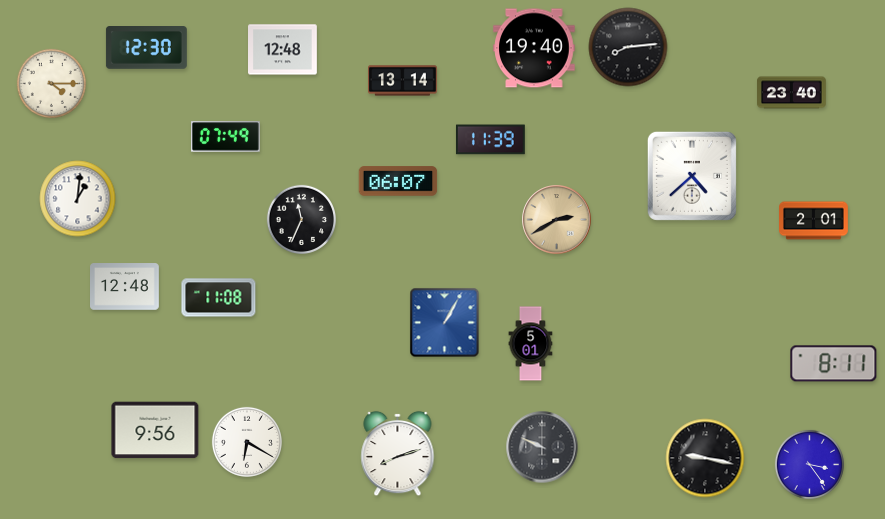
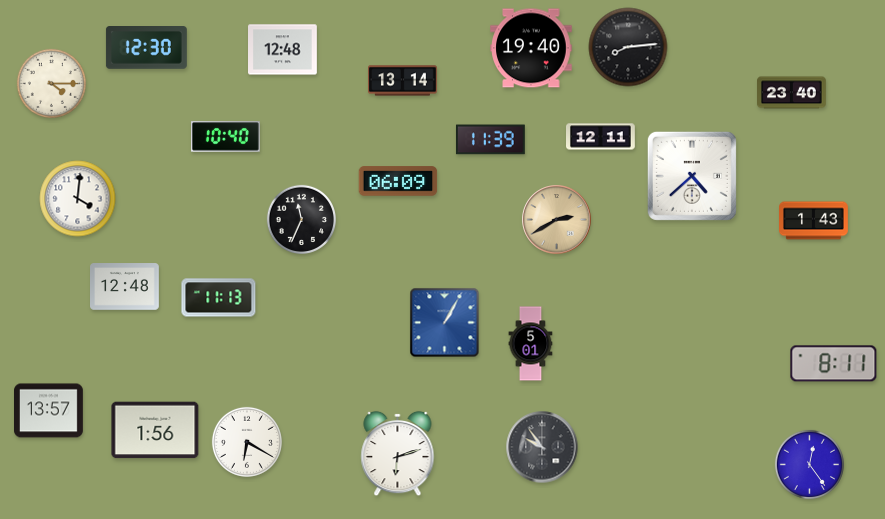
clock at (534, 48) position: (534, 48) -> (531, 48)
clock at (226, 137): 07:49 -> 10:40
clock at (601, 137): none -> 12:11
clock at (398, 181): 06:07 -> 06:09
clock at (78, 199): 1:01 -> 4:01
clock at (814, 221): 2:01 -> 1:43
clock at (219, 298): 11:08 -> 11:13
clock at (49, 411): none -> 13:57
clock at (155, 430): 9:56 -> 1:56
clock at (542, 447): 9:49 -> 9:54
clock at (398, 454): 8:12 -> 6:12
clock at (705, 458): 9:17 -> none
clock at (809, 464): 3:24 -> 12:24
